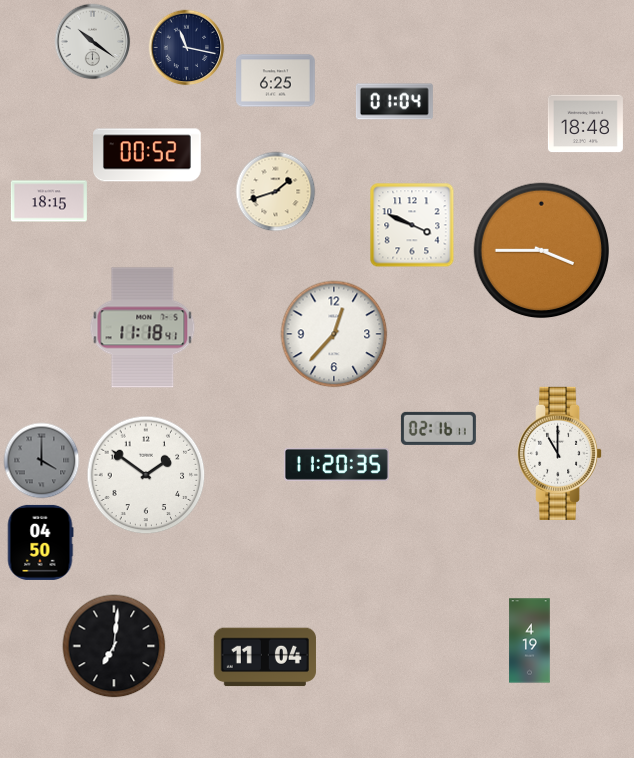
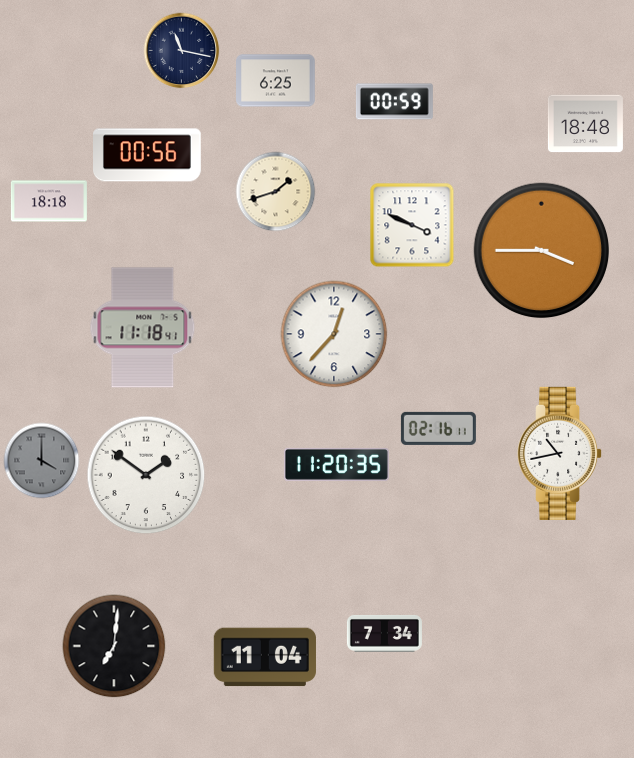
clock at (93, 42): 10:21 -> none
clock at (187, 48) position: (187, 48) -> (182, 51)
clock at (394, 102): 01:04 -> 00:59
clock at (148, 155): 00:52 -> 00:56
clock at (49, 201): 18:15 -> 18:18
clock at (560, 453): 11:00 -> 10:43
clock at (40, 542): 04:50 -> none
clock at (384, 633): none -> 7:34
clock at (530, 641): 4:19 -> none
